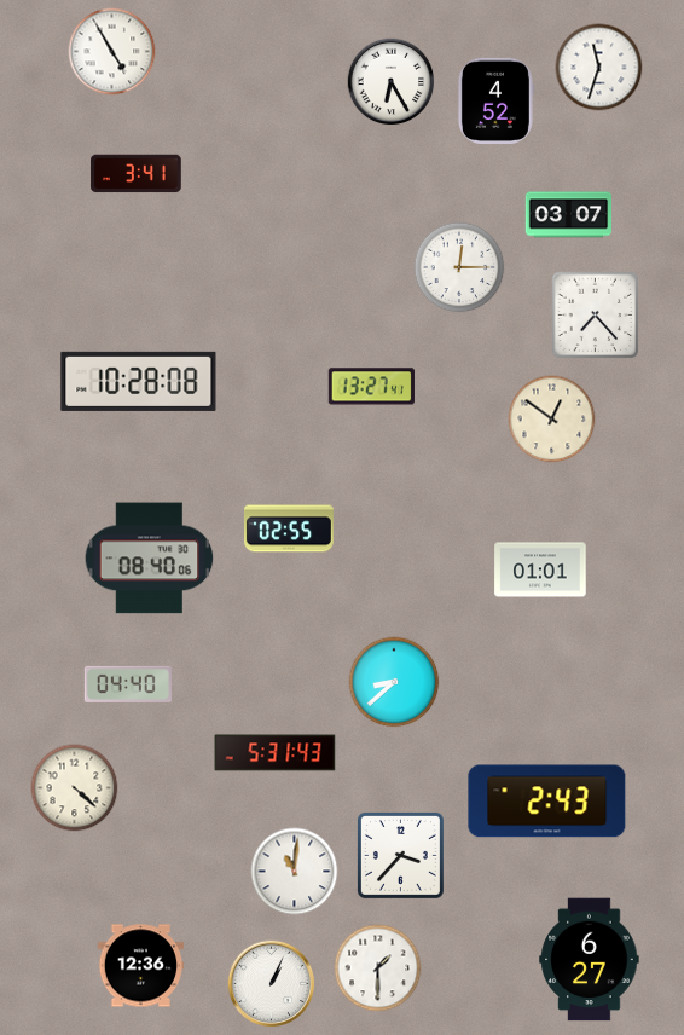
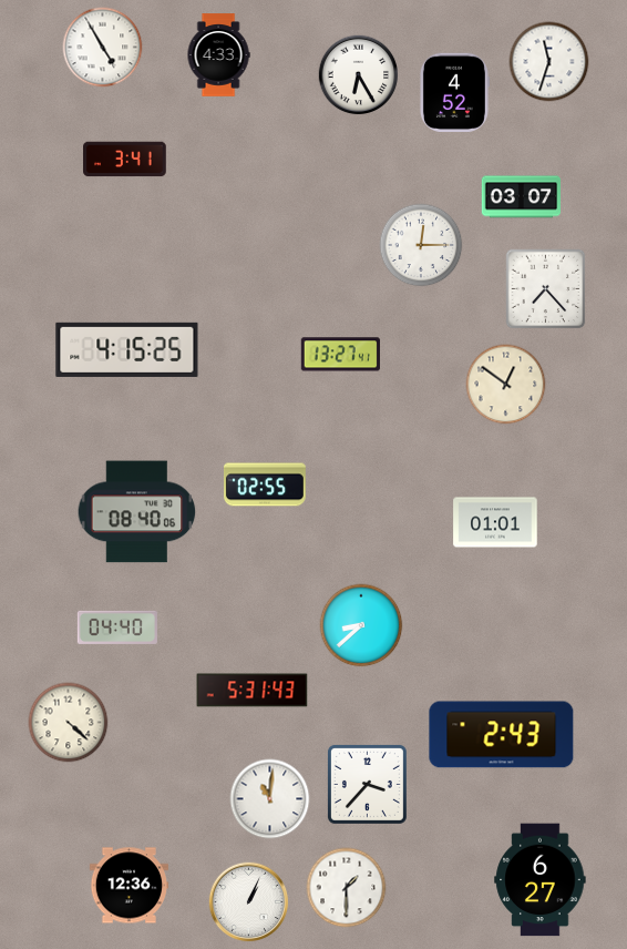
clock at (218, 55): none -> 4:33
clock at (139, 381): 10:28 -> 4:15
